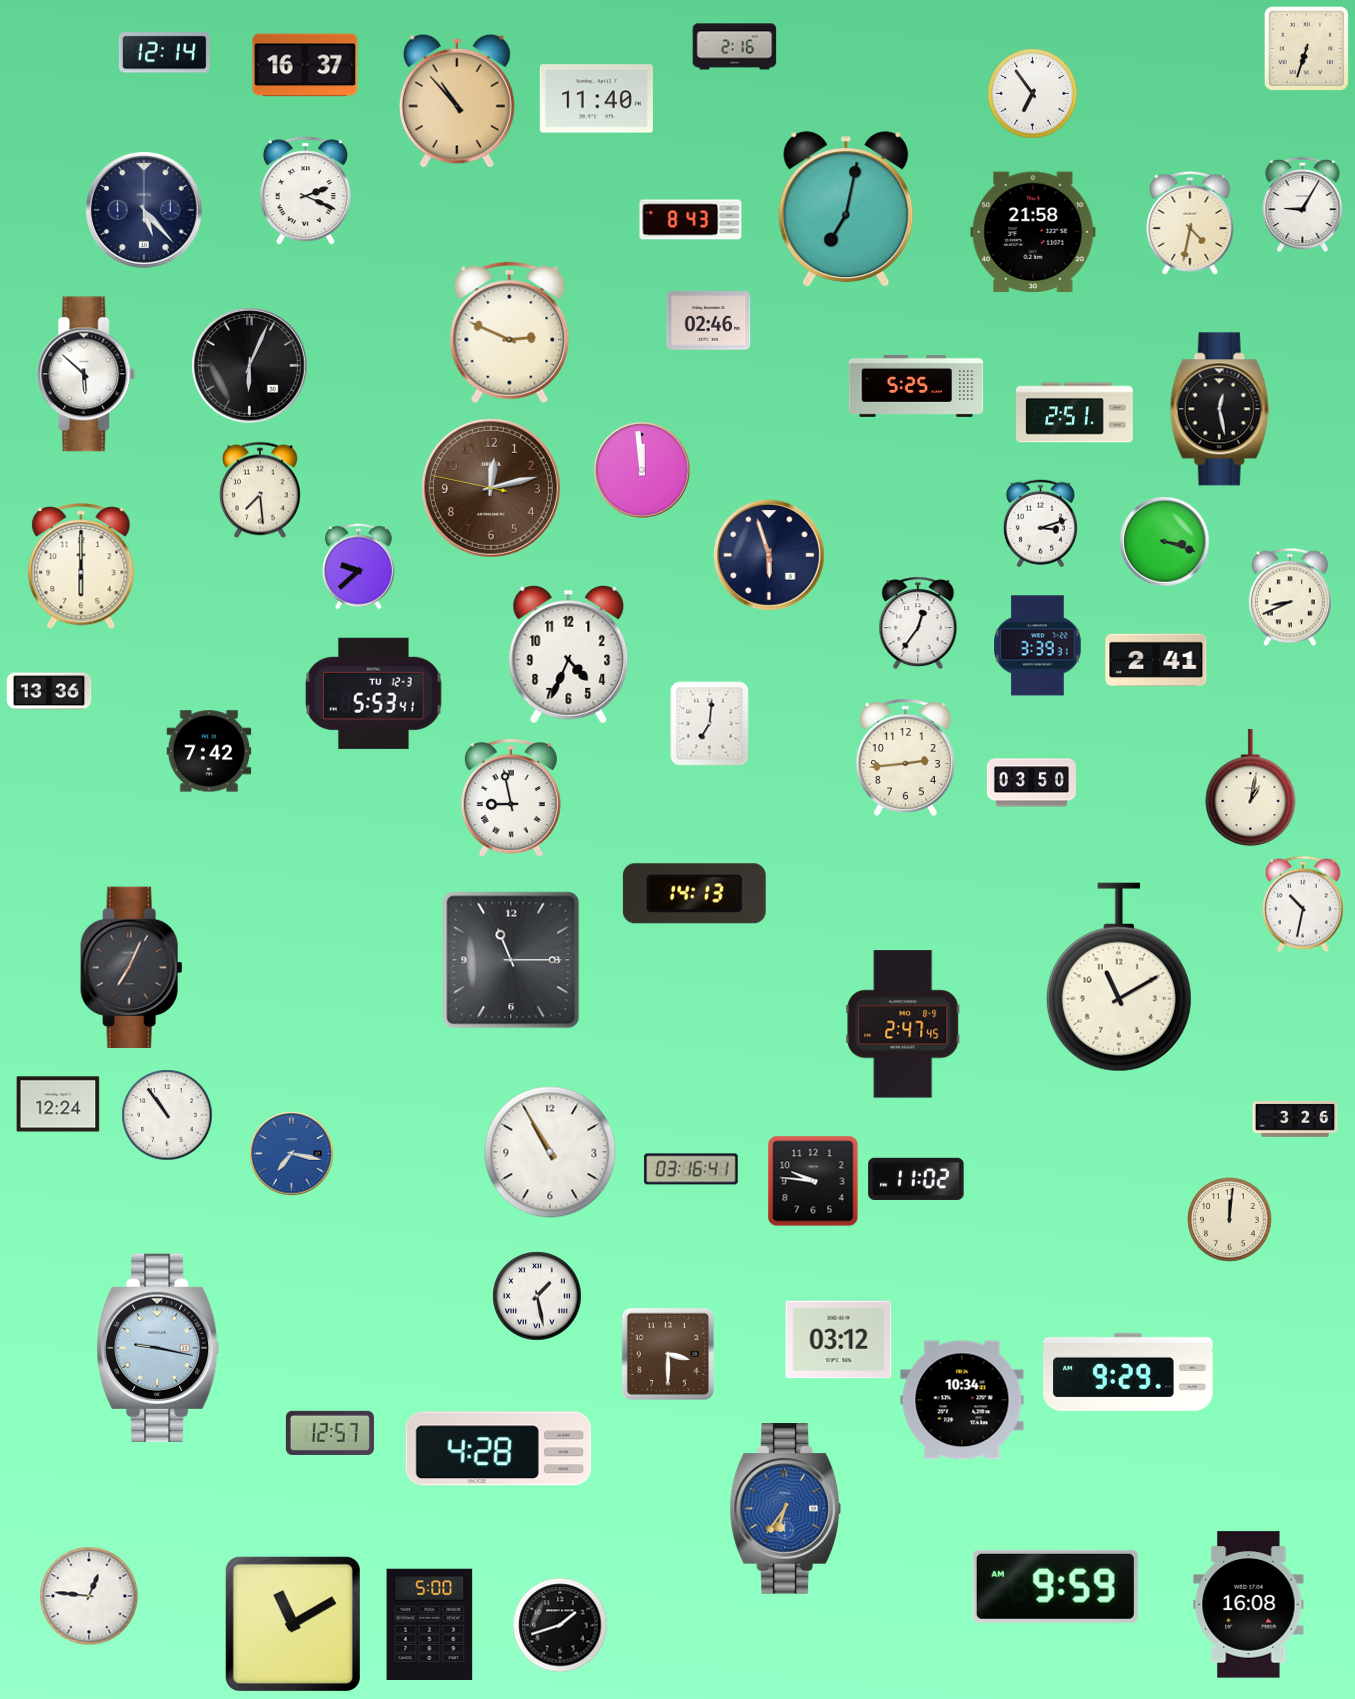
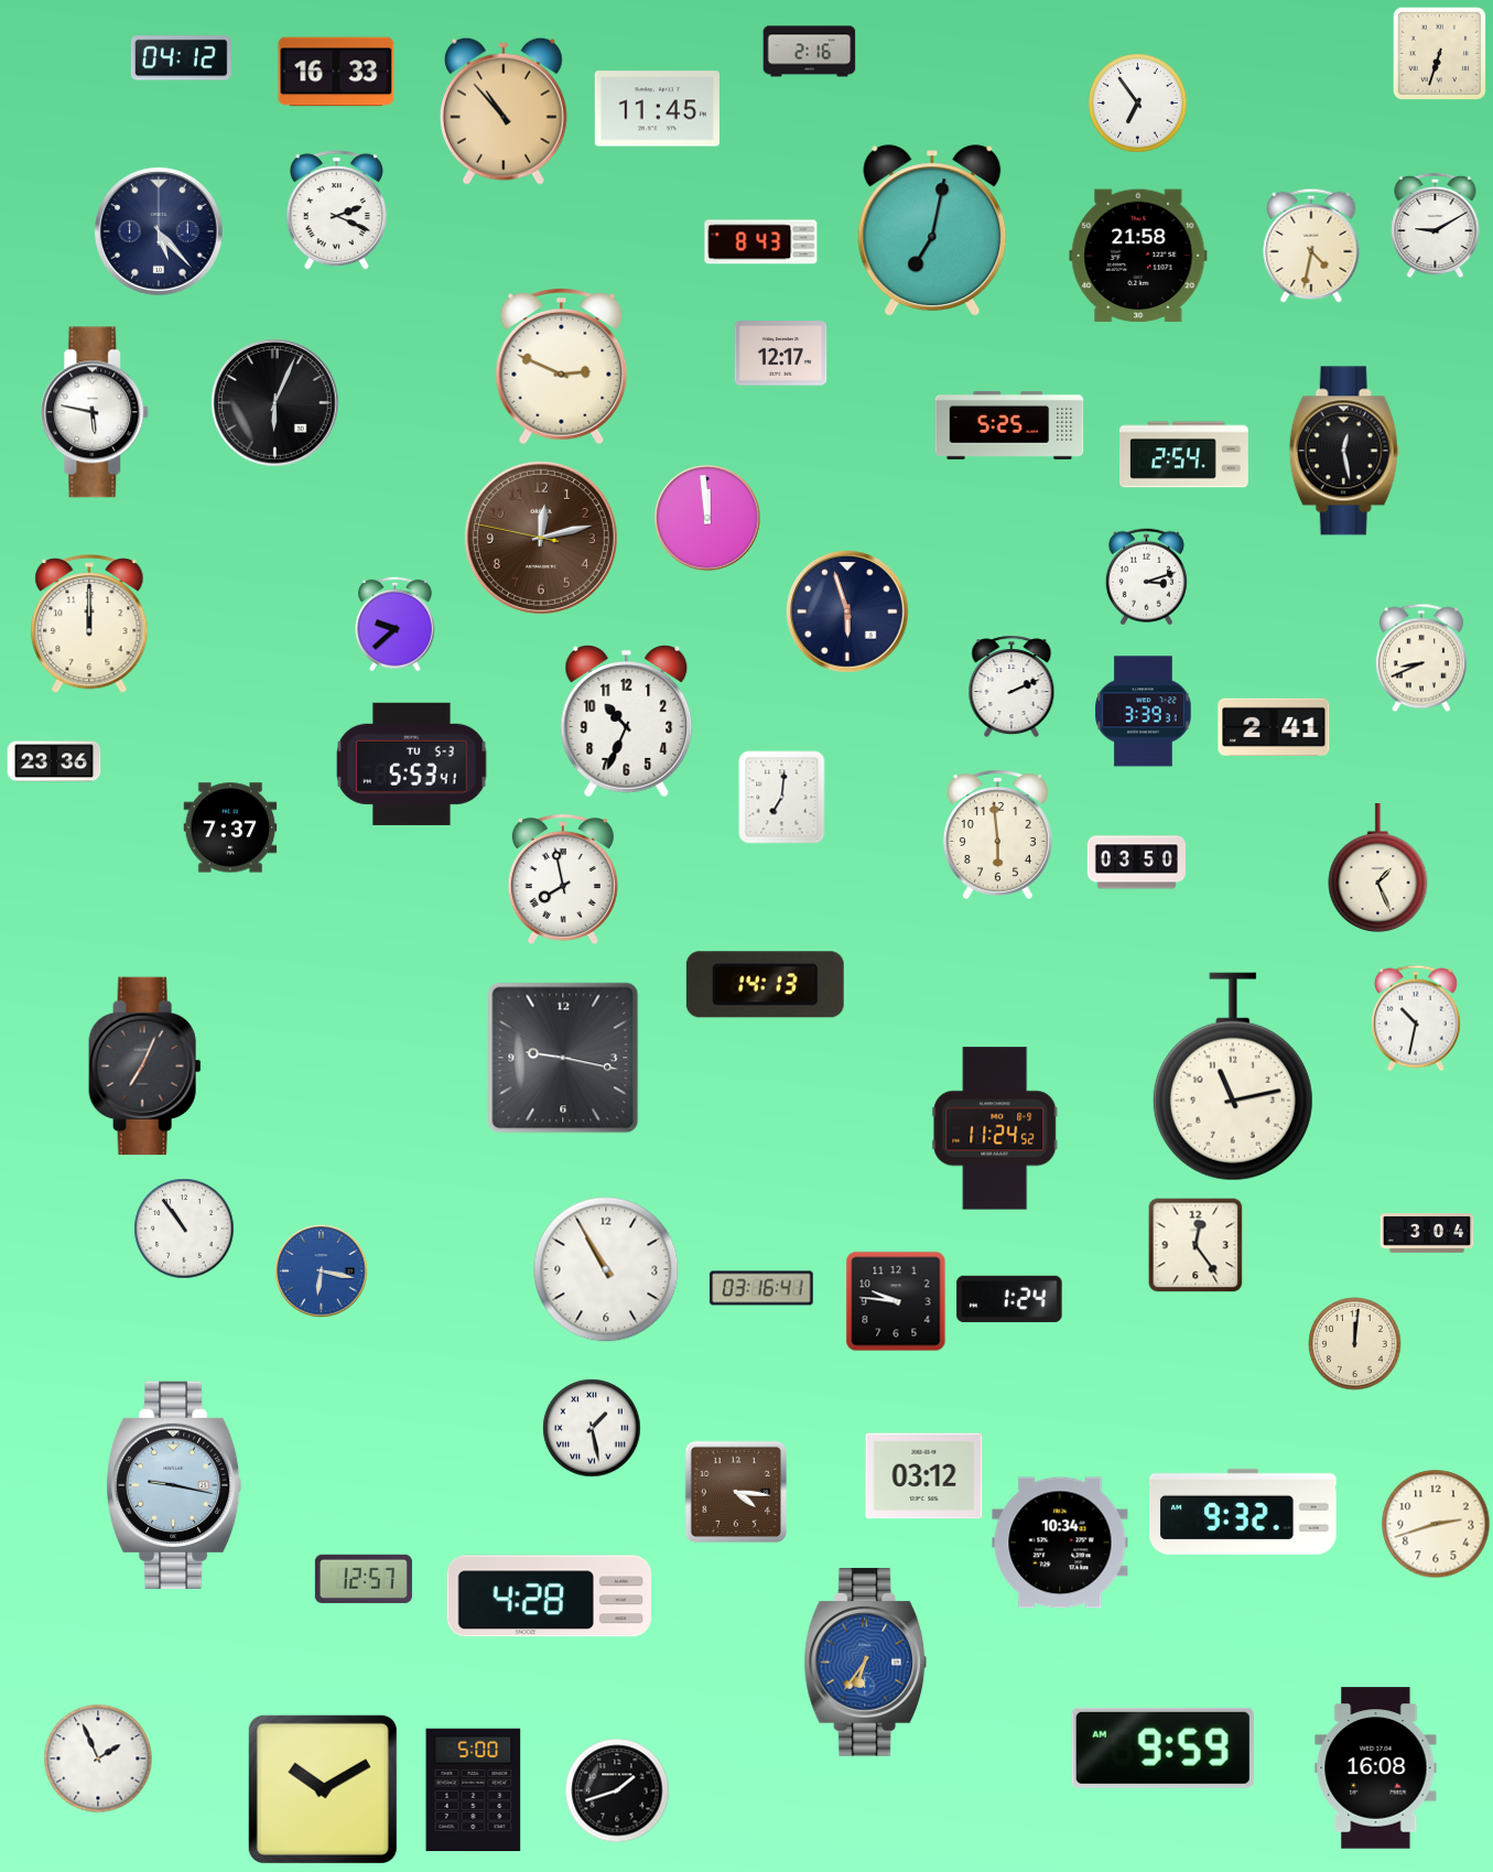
clock at (164, 53): 12:14 -> 04:12
clock at (305, 65): 16:37 -> 16:33
clock at (596, 99): 11:40 -> 11:45
clock at (1303, 205): 9:05 -> 9:10
clock at (709, 321): 02:46 -> 12:17
clock at (86, 374): 5:52 -> 5:47
clock at (1075, 413): 2:51 -> 2:54
clock at (261, 490): 7:29 -> none
clock at (1165, 542): 3:18 -> none
clock at (81, 567): 6:00 -> 12:00
clock at (918, 623): 12:36 -> 2:11
clock at (569, 655): 4:34 -> 10:34
clock at (49, 691): 13:36 -> 23:36
clock at (374, 693) date: TU 12-3 -> TU 5-3
clock at (209, 751): 7:42 -> 7:37
clock at (905, 757): 2:44 -> 5:59
clock at (1251, 788): 1:02 -> 1:26
clock at (511, 798): 8:58 -> 7:58
clock at (1304, 904) position: (1304, 904) -> (1417, 1018)
clock at (511, 960): 11:15 -> 9:17
clock at (1119, 977): 11:10 -> 11:13
clock at (903, 1024): 2:47 -> 11:24
clock at (58, 1104): 12:24 -> none
clock at (1295, 1120): 3:26 -> 3:04
clock at (1196, 1245): none -> 12:24
clock at (292, 1154): 7:17 -> 6:17
clock at (916, 1179): 11:02 -> 1:24
clock at (667, 1353): 3:30 -> 4:16
clock at (1129, 1372): 9:29 -> 9:32
clock at (1436, 1524): none -> 2:42
clock at (89, 1596): 12:46 -> 1:56
clock at (293, 1624): 11:10 -> 10:10
